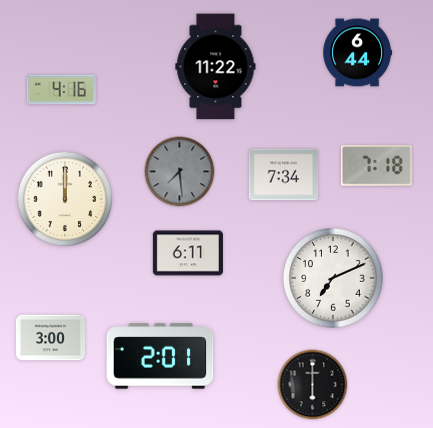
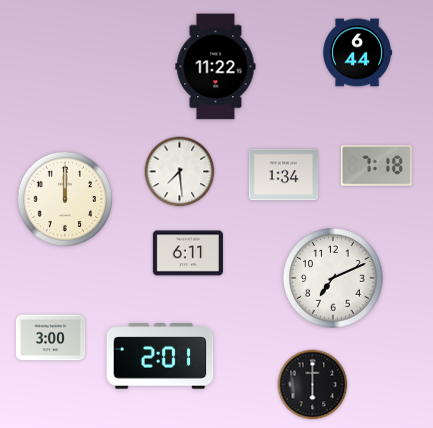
clock at (61, 90): 4:16 -> none
clock at (180, 172) dial: grey -> white
clock at (284, 175): 7:34 -> 1:34
